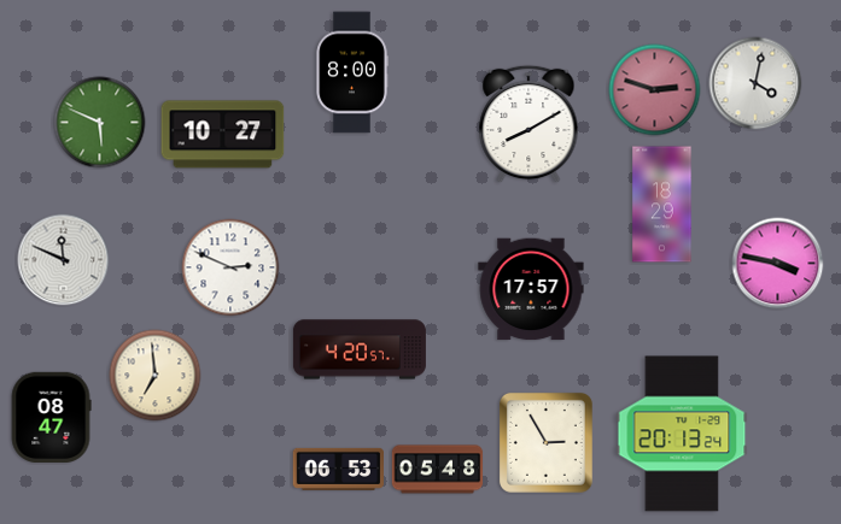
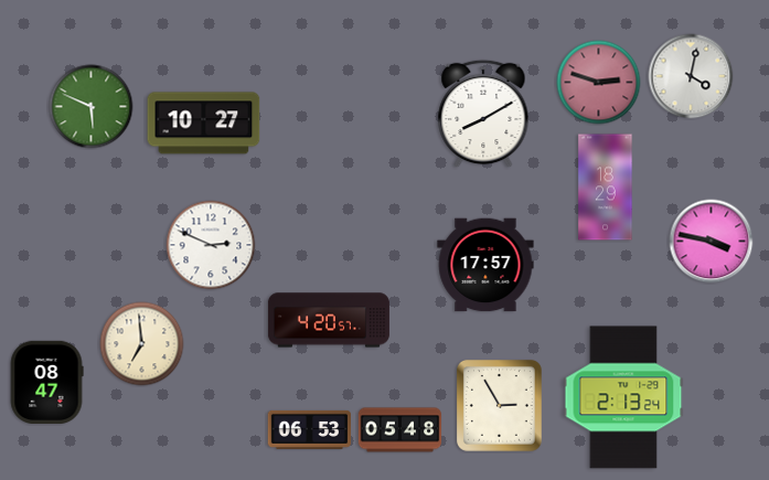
clock at (352, 72): 8:00 -> none
clock at (100, 123) position: (100, 123) -> (92, 107)
clock at (64, 260): 11:49 -> none
clock at (682, 434): 20:13 -> 2:13
